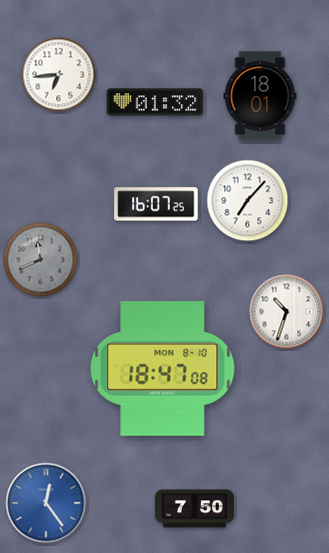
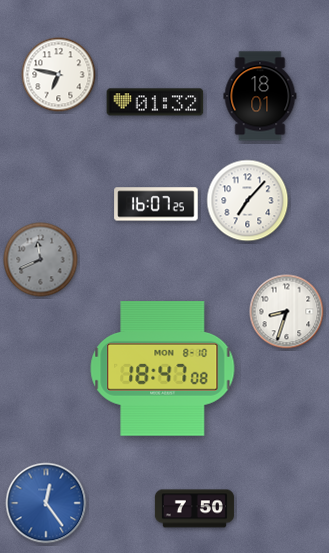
clock at (59, 75): 6:44 -> 6:47
clock at (287, 312): 10:33 -> 8:33
